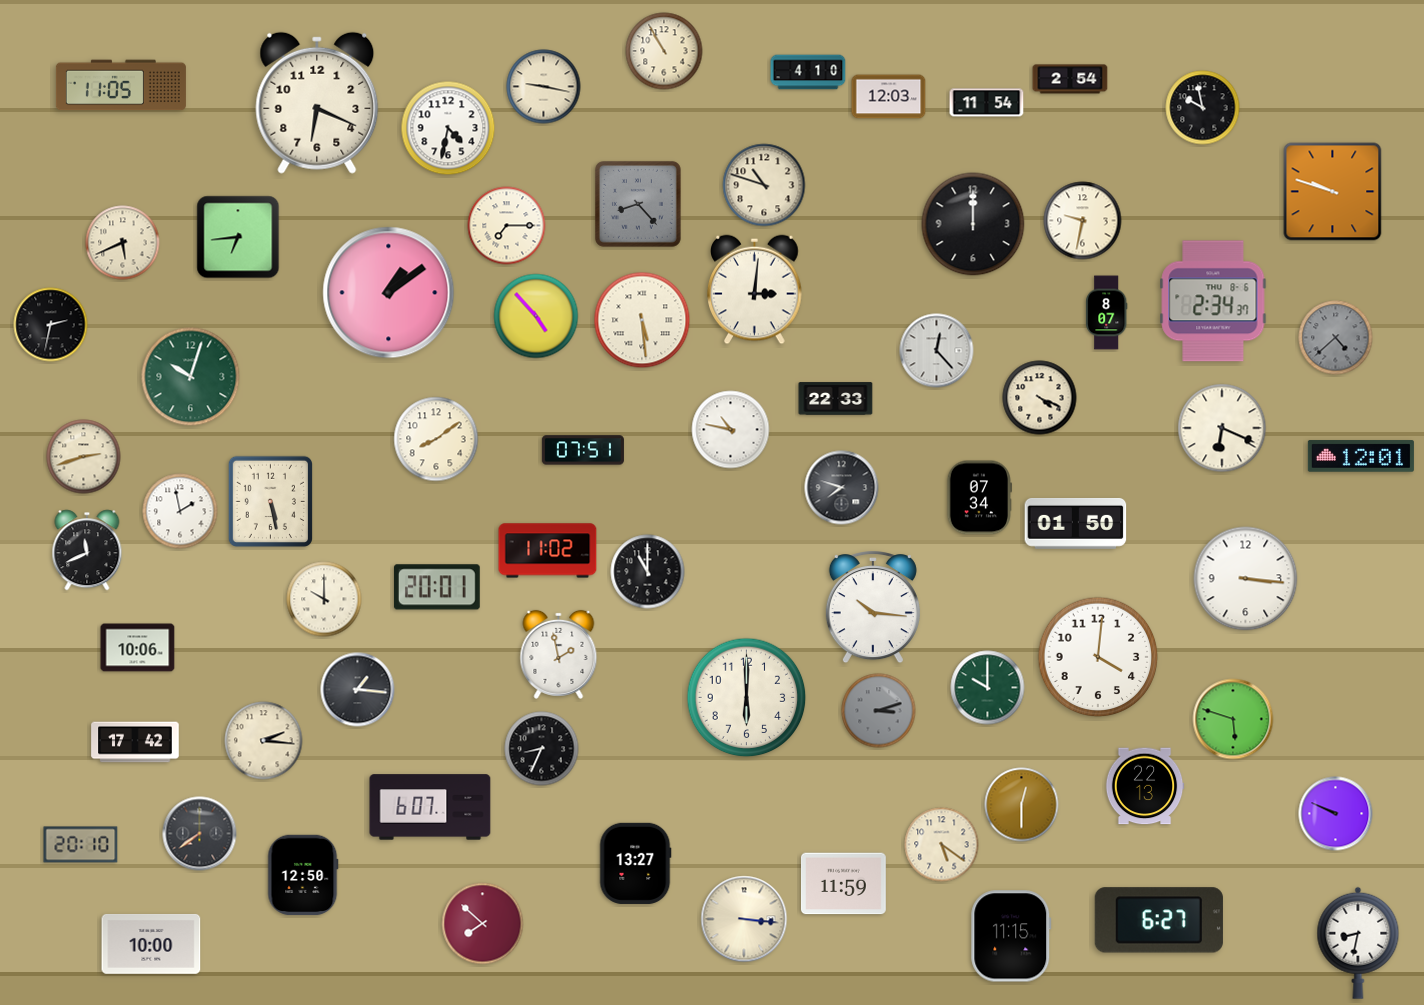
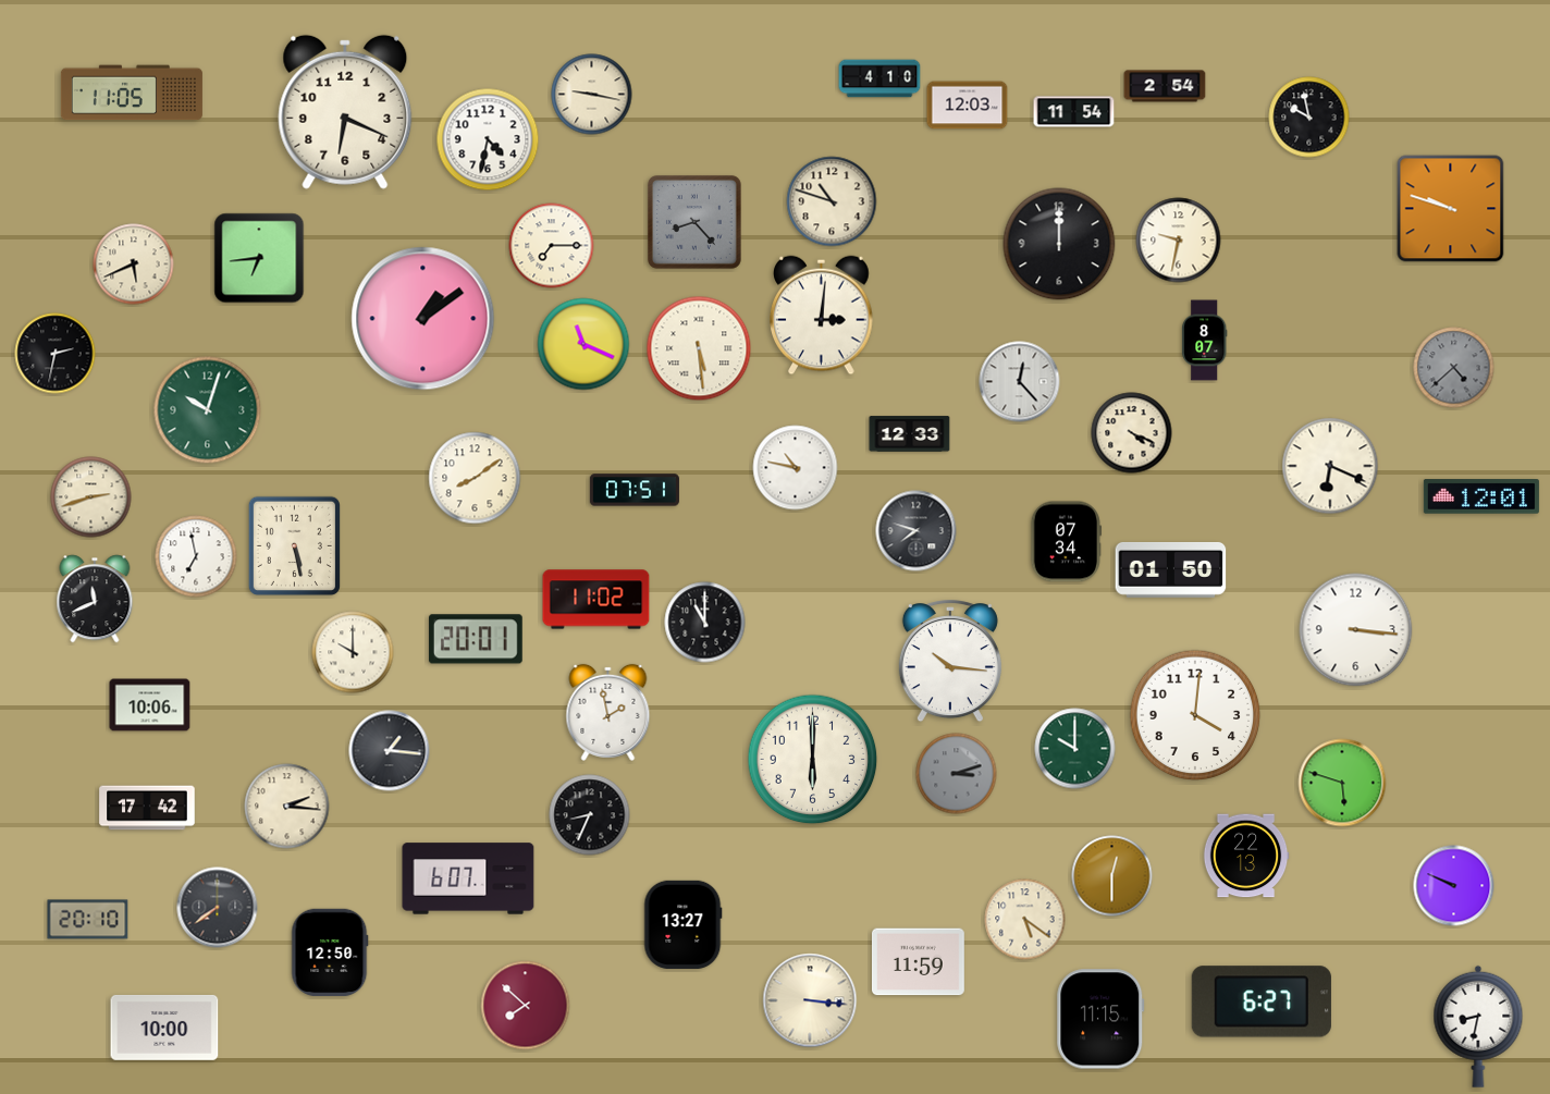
clock at (664, 51): 10:55 -> none
clock at (1213, 301): 2:34 -> none
clock at (536, 316): 4:53 -> 11:19
clock at (836, 399): 22:33 -> 12:33
clock at (180, 511): 1:58 -> 6:58
clock at (636, 863) position: (636, 863) -> (684, 924)
